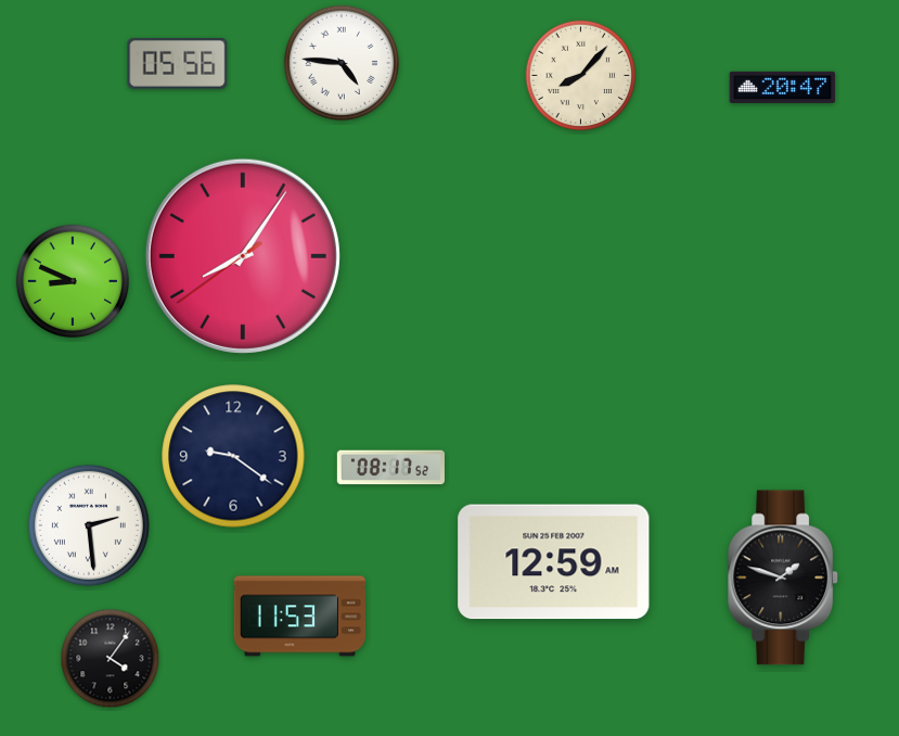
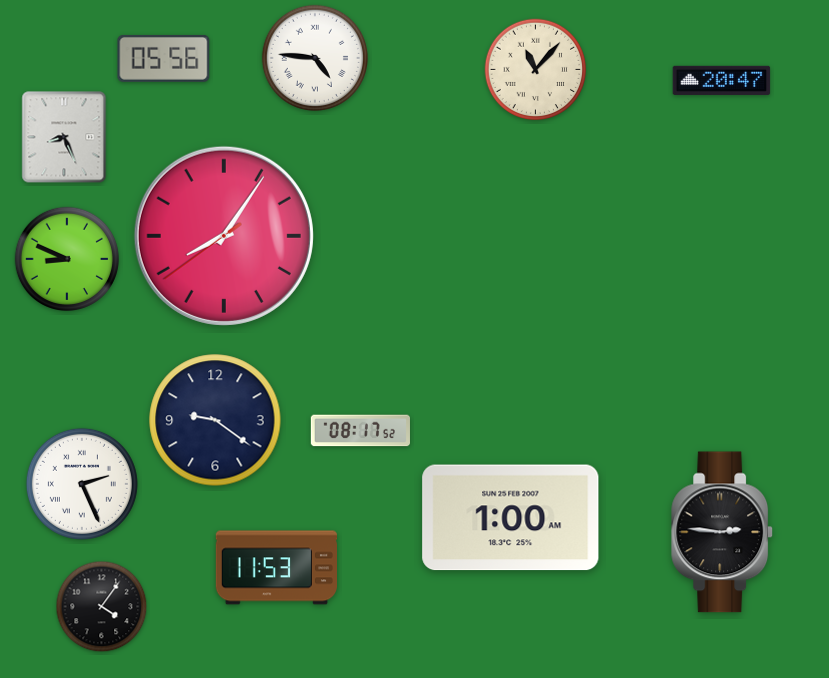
clock at (581, 76): 8:07 -> 11:07
clock at (64, 137): none -> 8:26
clock at (89, 525): 2:29 -> 2:26
clock at (554, 562): 12:59 -> 1:00
clock at (784, 578): 1:48 -> 2:46
